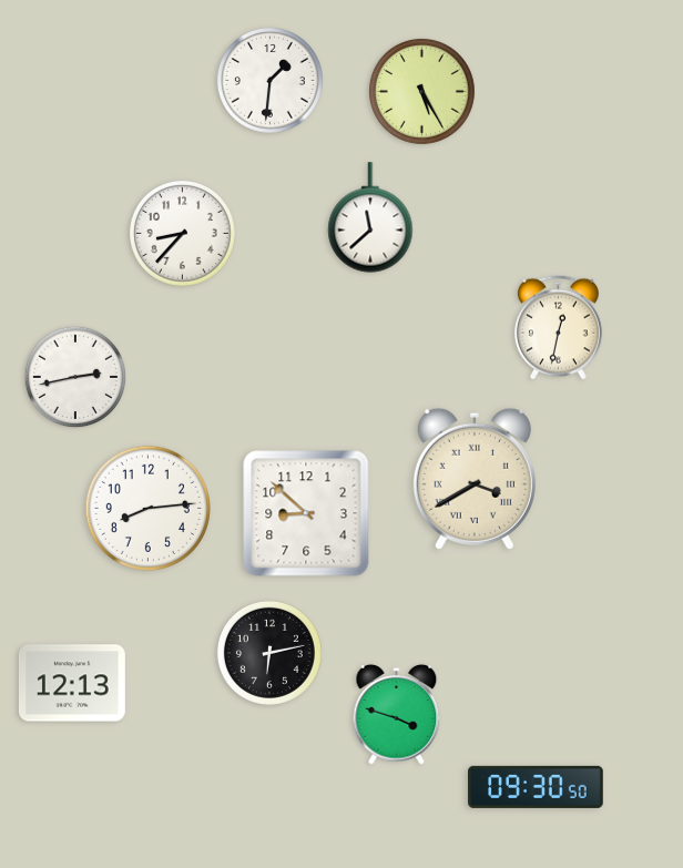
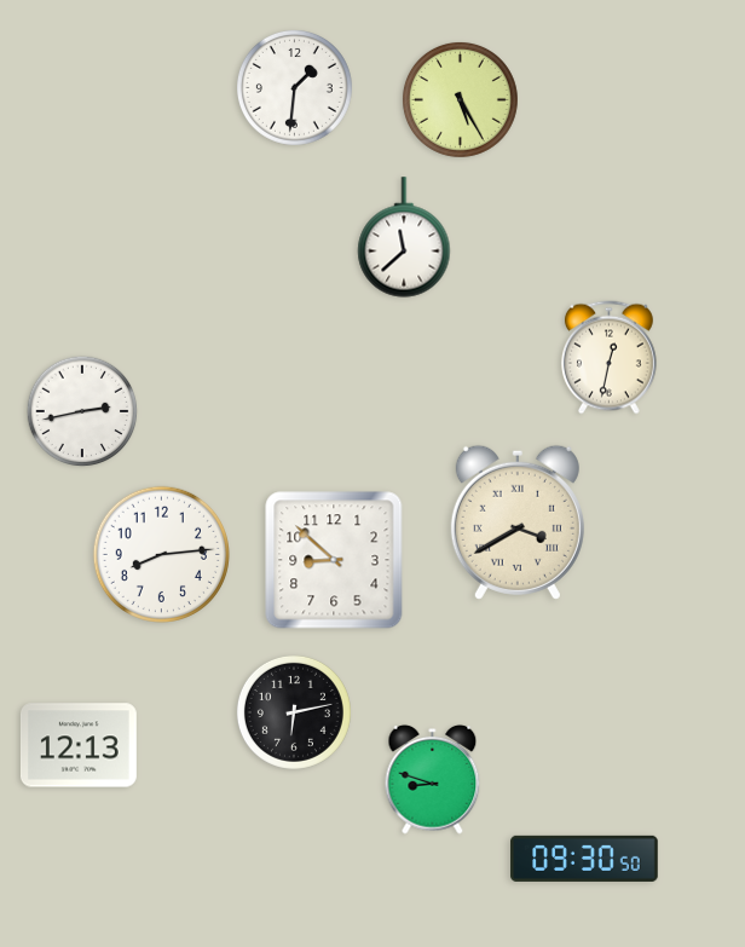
clock at (182, 233): 8:37 -> none
clock at (397, 715): 3:48 -> 8:48
